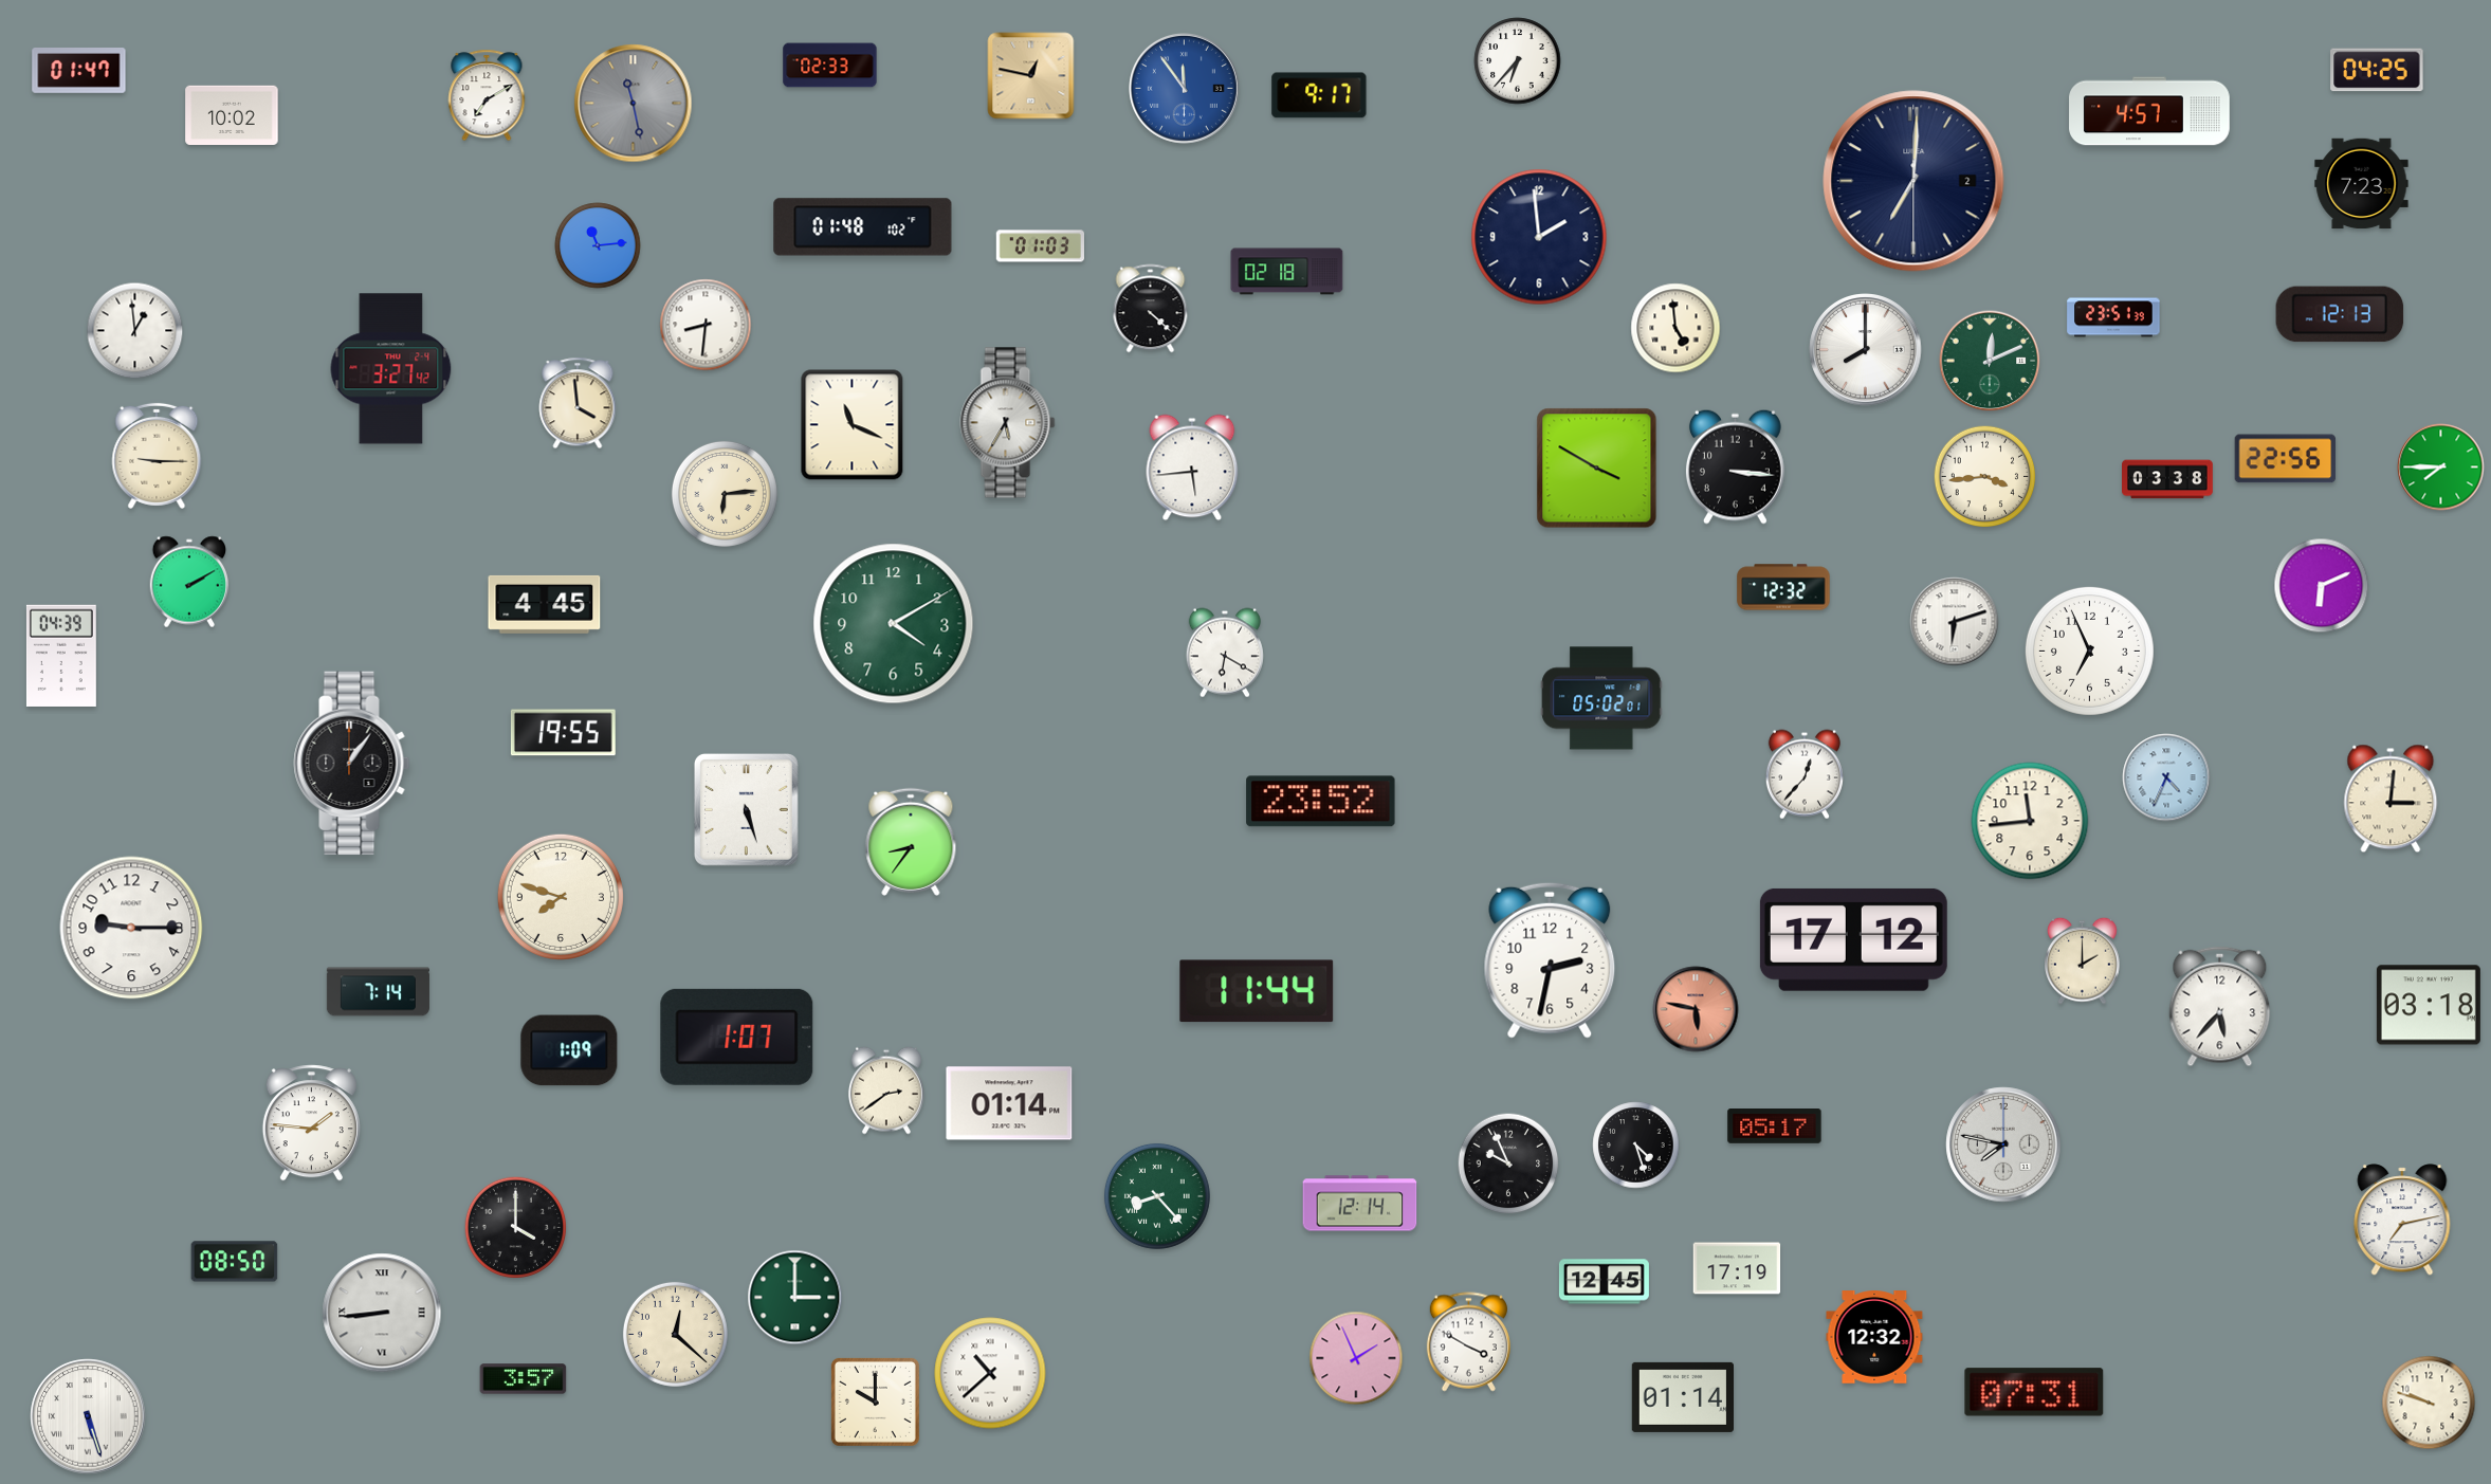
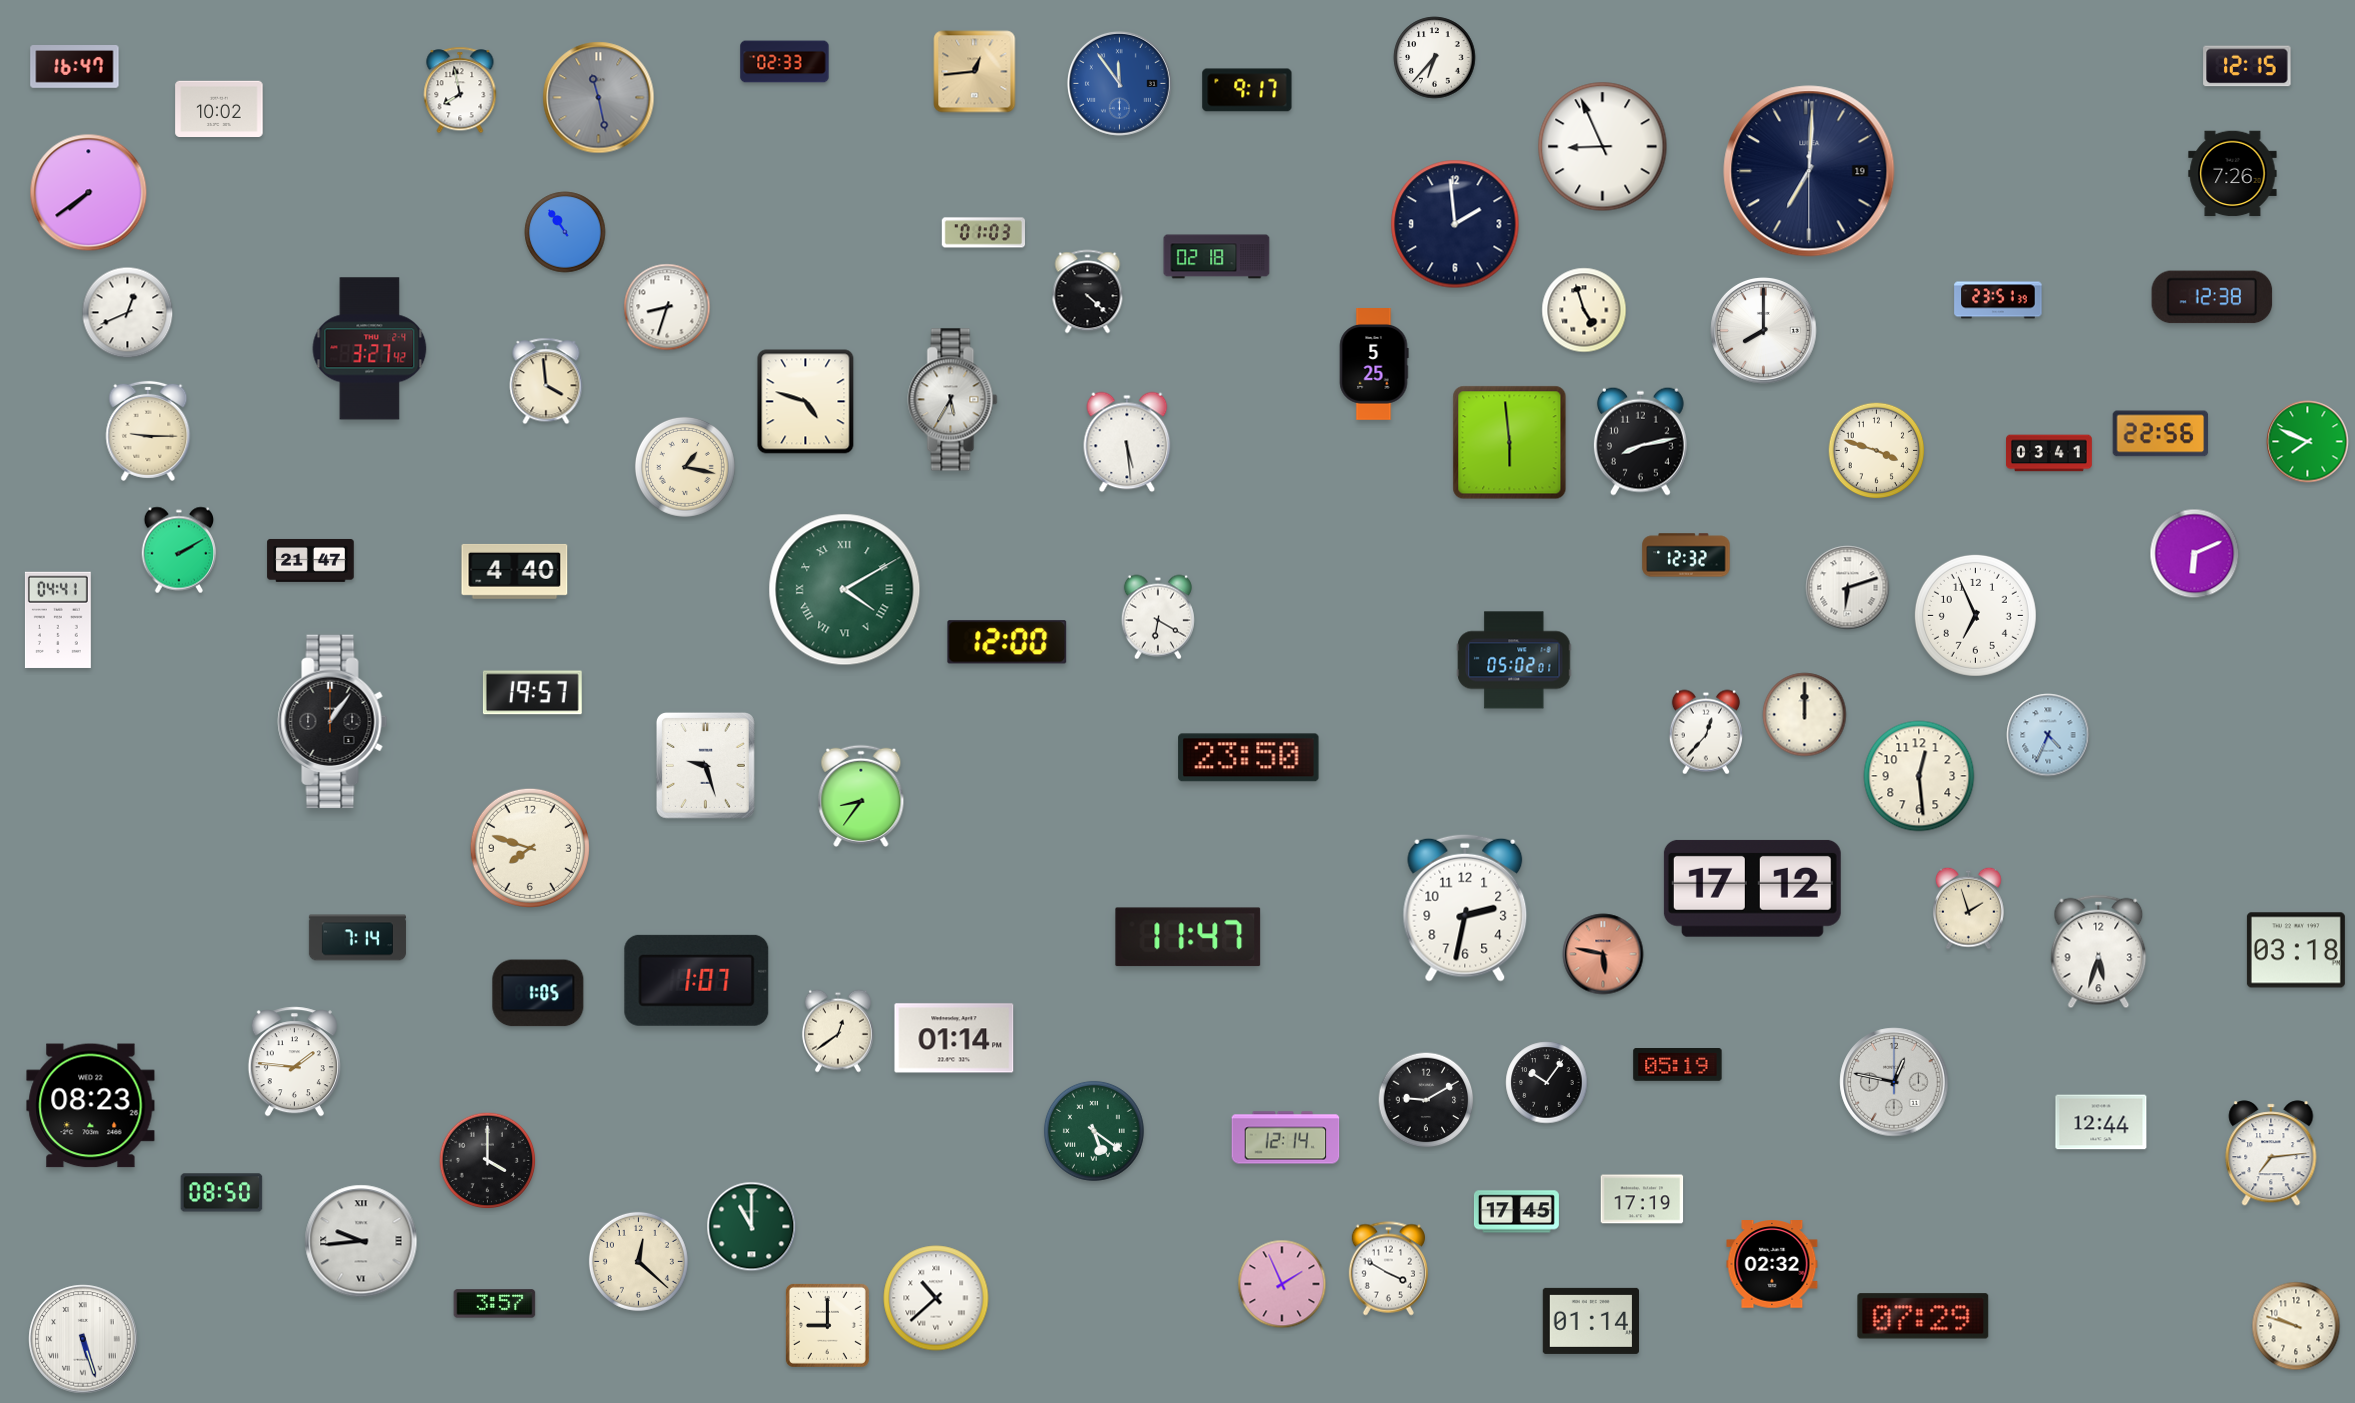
clock at (2377, 70): 04:25 -> 12:15
clock at (79, 71): 01:47 -> 16:47
clock at (1031, 76): 12:47 -> 12:44
clock at (487, 95): 7:10 -> 7:58
clock at (2149, 111): 4:57 -> none
clock at (1603, 147): none -> 8:56
clock at (1913, 181) date: 2 -> 19
clock at (2362, 184): 7:23 -> 7:26
clock at (89, 193): none -> 7:39
clock at (863, 227): 01:48 -> none
clock at (598, 245): 11:14 -> 10:54
clock at (2340, 314): 12:13 -> 12:38
clock at (706, 325): 8:31 -> 8:33
clock at (1675, 328): 4:59 -> 4:57
clock at (135, 331): 12:59 -> 12:41
clock at (1990, 361): 12:11 -> none
clock at (1374, 365): none -> 5:25
clock at (853, 425): 11:19 -> 4:48
clock at (1735, 466): 3:16 -> 8:13
clock at (1192, 468): 5:44 -> 5:29
clock at (2441, 468): 7:45 -> 7:49
clock at (1597, 469): 3:50 -> 5:59
clock at (1985, 477): 3:44 -> 3:48
clock at (2168, 479): 03:38 -> 03:41
clock at (725, 494): 6:14 -> 1:17
clock at (311, 560): none -> 21:47
clock at (545, 604): 4:45 -> 4:40
clock at (894, 624) numerals: Arabic -> Roman
clock at (61, 656): 04:39 -> 04:41
clock at (1007, 642): none -> 12:00
clock at (563, 733): 19:55 -> 19:57
clock at (1805, 715): none -> 12:00
clock at (2391, 799): 3:01 -> none
clock at (1321, 802): 23:52 -> 23:50
clock at (746, 810): 5:27 -> 9:27
clock at (2030, 821): 11:44 -> 12:29
clock at (131, 928): 9:15 -> none
clock at (2083, 960): 2:00 -> 1:57
clock at (1257, 991): 11:44 -> 11:47
clock at (2220, 1007): 5:37 -> 5:33
clock at (569, 1050): 1:09 -> 1:05
clock at (886, 1091): 2:39 -> 12:39
clock at (1009, 1103) position: (1009, 1103) -> (954, 1038)
clock at (1775, 1126): 05:17 -> 05:19
clock at (2003, 1144): 7:47 -> 12:47
clock at (1636, 1146): 4:27 -> 10:06
clock at (1508, 1164): 9:56 -> 9:10
clock at (91, 1106): none -> 08:23
clock at (2101, 1122): none -> 12:44
clock at (1157, 1196): 8:23 -> 5:21
clock at (2402, 1220): 7:13 -> 7:14
clock at (1604, 1282): 12:45 -> 17:45
clock at (795, 1298): 3:00 -> 11:00
clock at (382, 1313): 8:44 -> 9:44
clock at (1874, 1337): 12:32 -> 02:32
clock at (2034, 1392): 07:31 -> 07:29
clock at (875, 1401): 10:00 -> 9:00
